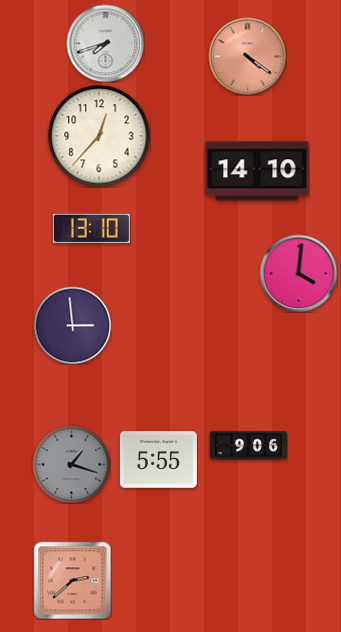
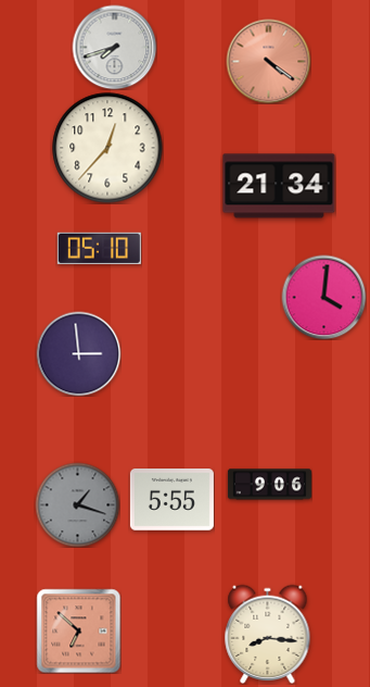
clock at (257, 171): 14:10 -> 21:34
clock at (91, 228): 13:10 -> 05:10
clock at (72, 580): 2:38 -> 6:52
clock at (268, 634): none -> 8:16
